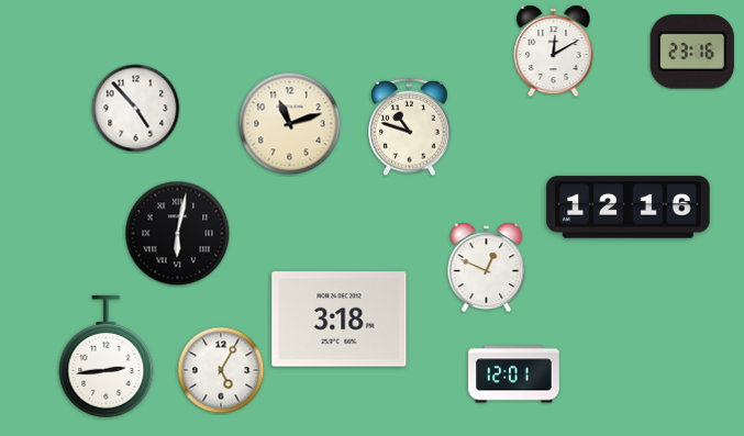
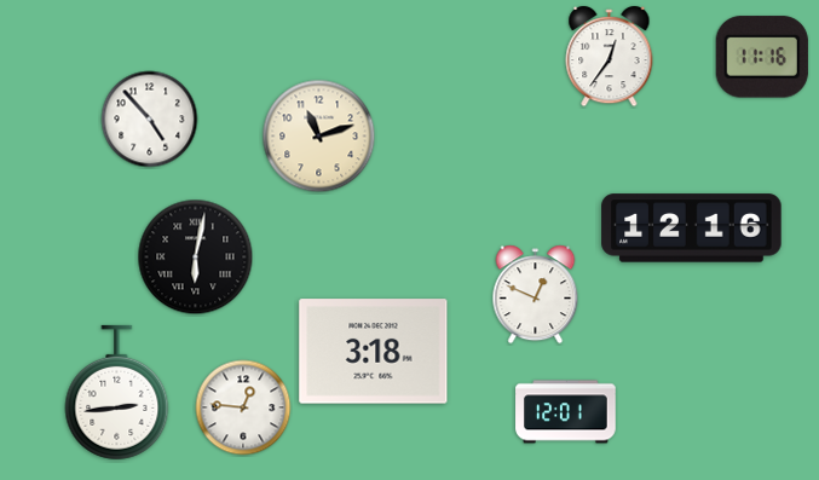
clock at (554, 52): 12:10 -> 12:36
clock at (692, 52): 23:16 -> 11:16
clock at (410, 127): 10:48 -> none
clock at (221, 370): 5:05 -> 12:46
